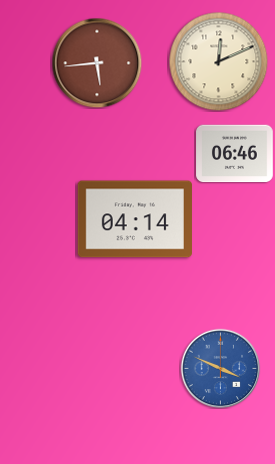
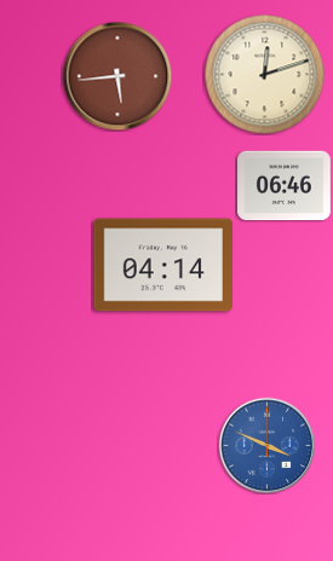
clock at (219, 62): 12:11 -> 12:12
